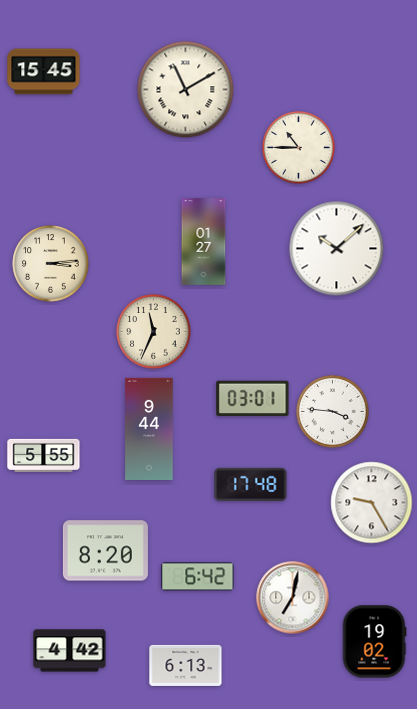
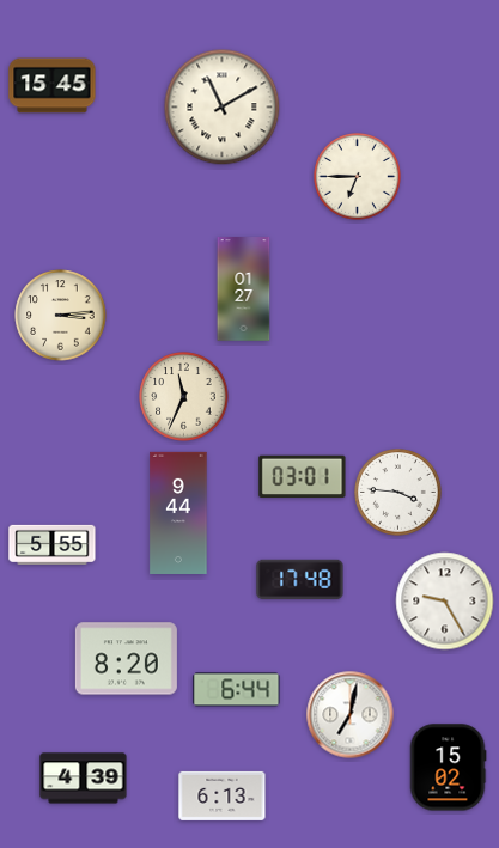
clock at (299, 148): 10:45 -> 6:45
clock at (337, 249): 10:08 -> none
clock at (198, 577): 6:42 -> 6:44
clock at (374, 642): 19:02 -> 15:02
clock at (70, 651): 4:42 -> 4:39
